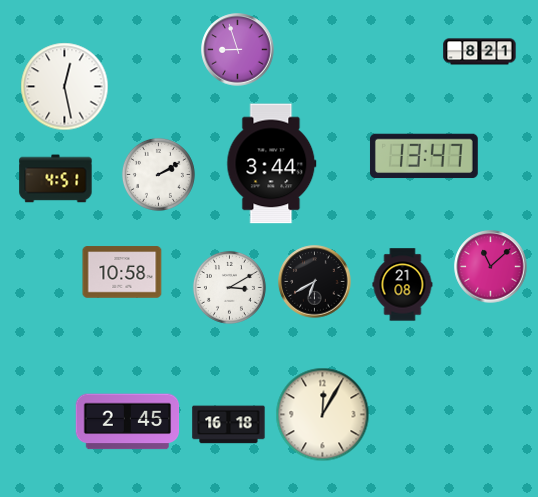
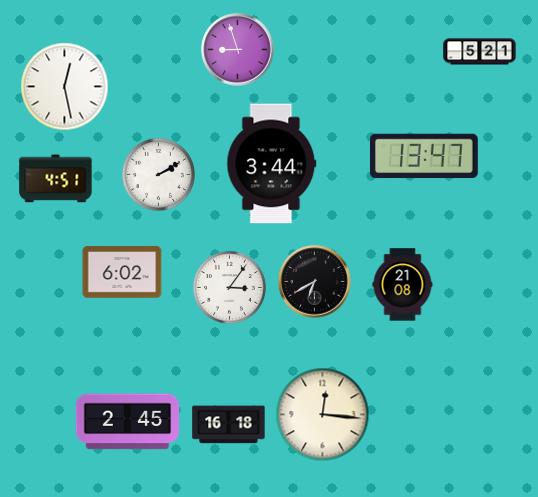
clock at (480, 52): 8:21 -> 5:21
clock at (491, 267): 11:08 -> none
clock at (122, 272): 10:58 -> 6:02
clock at (229, 287): 3:10 -> 3:06
clock at (323, 415): 12:05 -> 12:16
